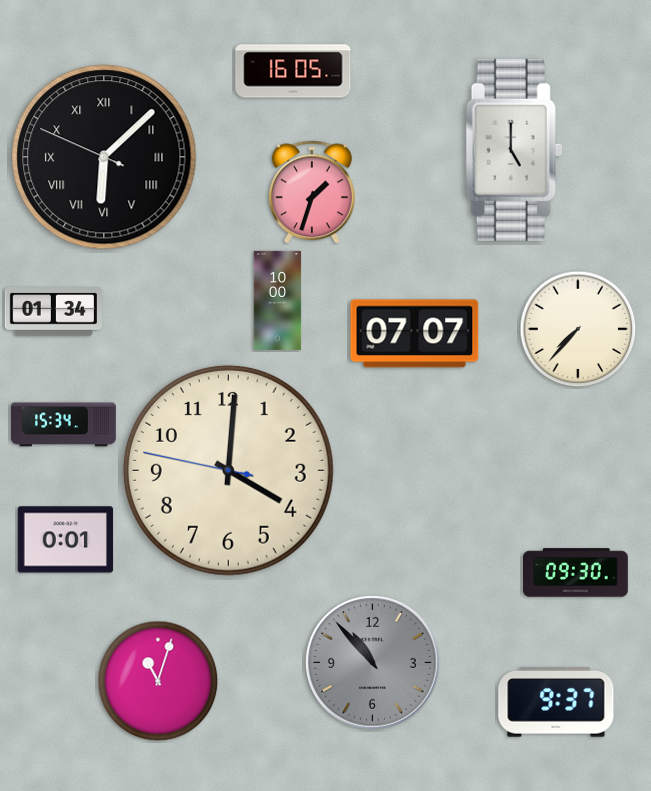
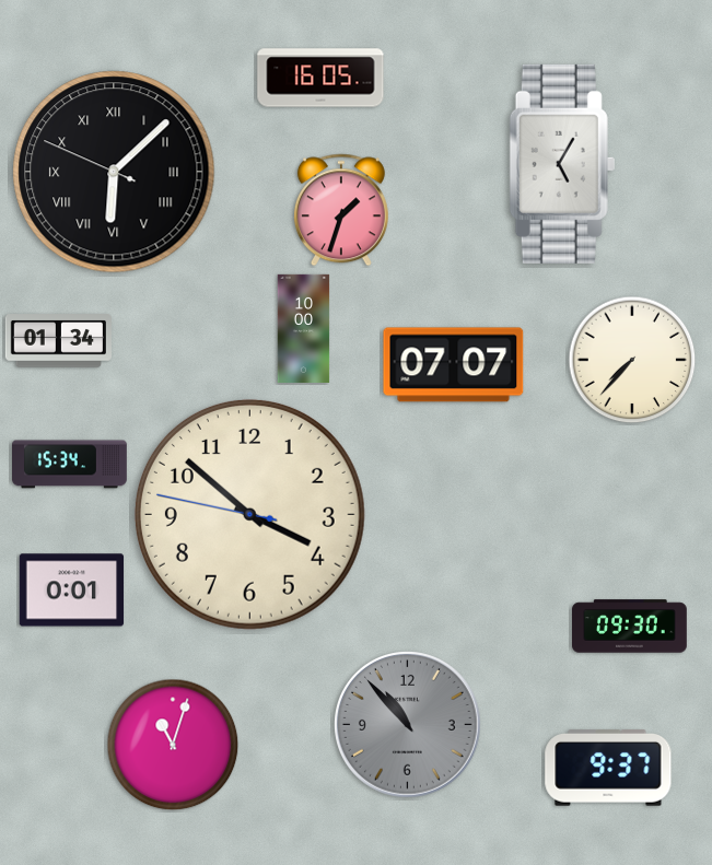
clock at (514, 150): 5:00 -> 5:05
clock at (228, 470): 4:00 -> 3:51
